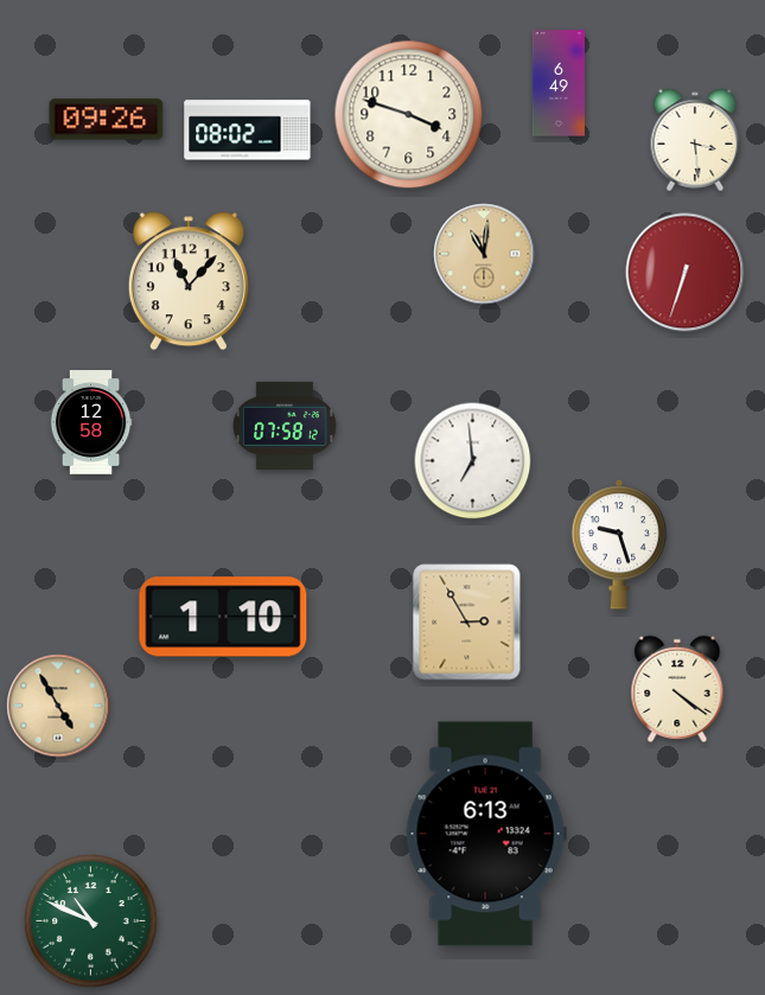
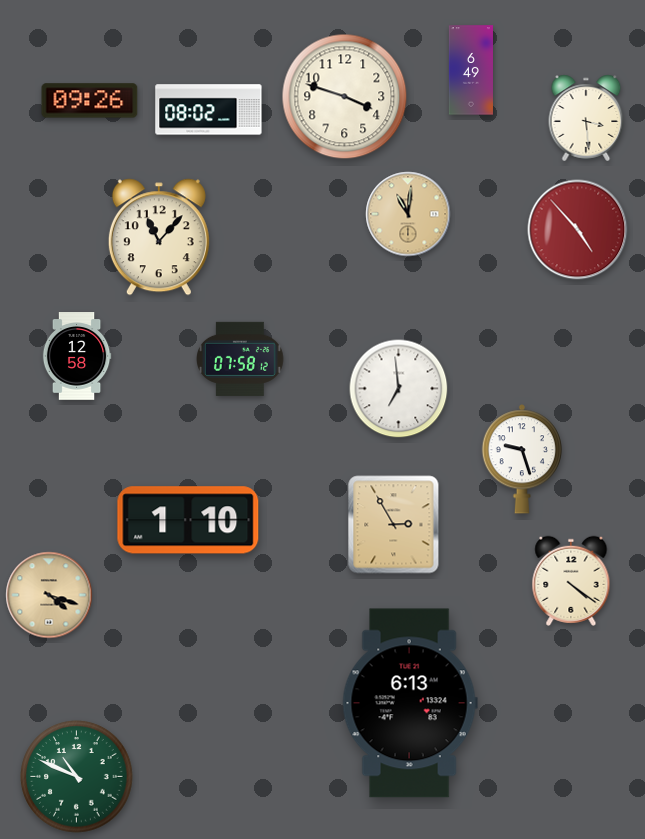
clock at (686, 273): 6:33 -> 4:53
clock at (58, 706): 4:55 -> 4:18
